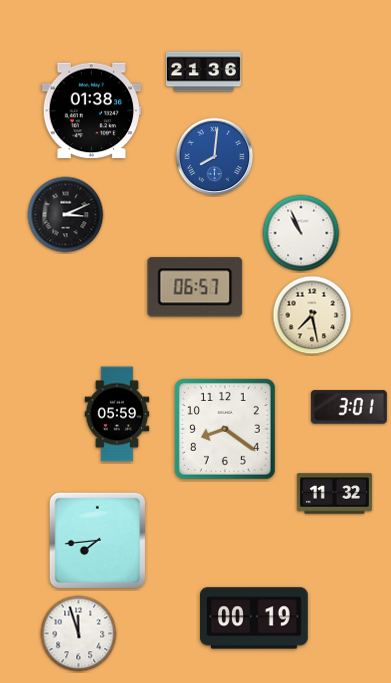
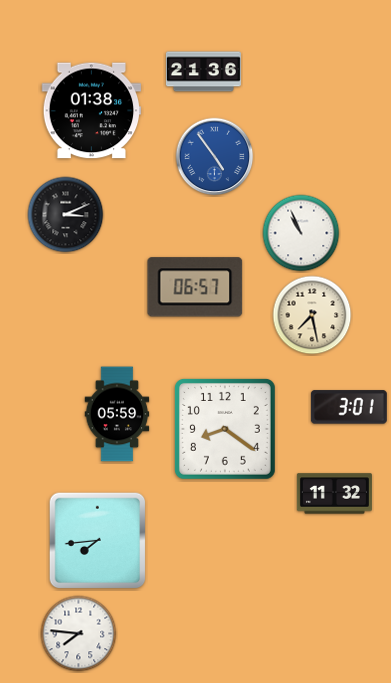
clock at (215, 157): 8:01 -> 4:54
clock at (255, 618): 00:19 -> none
clock at (79, 634): 11:57 -> 7:46
